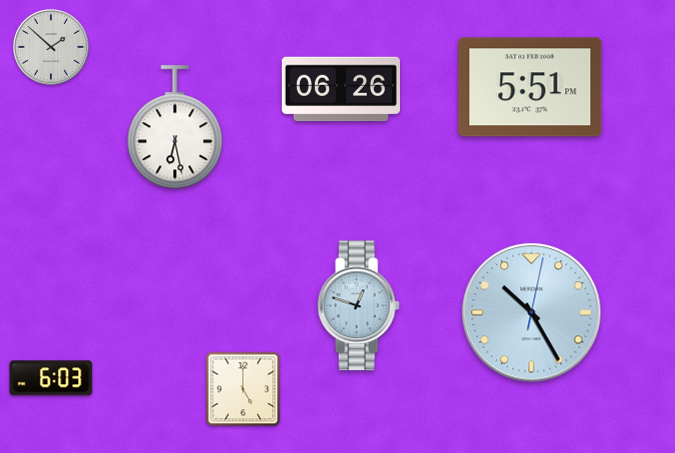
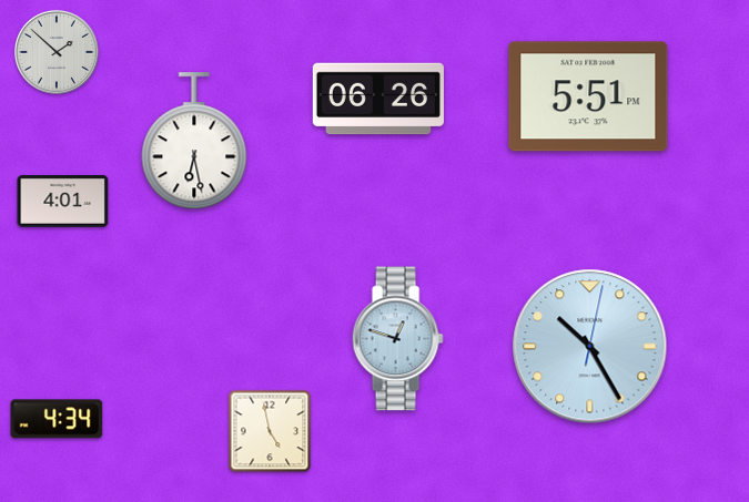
clock at (63, 202): none -> 4:01
clock at (51, 378): 6:03 -> 4:34
clock at (243, 389): 5:00 -> 4:58
